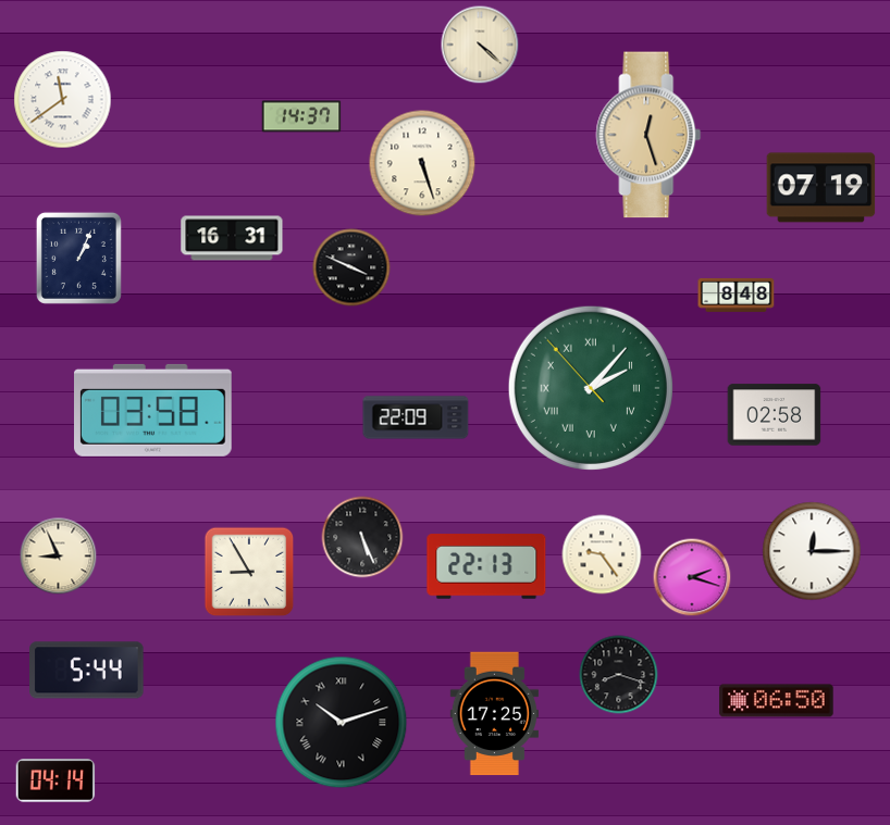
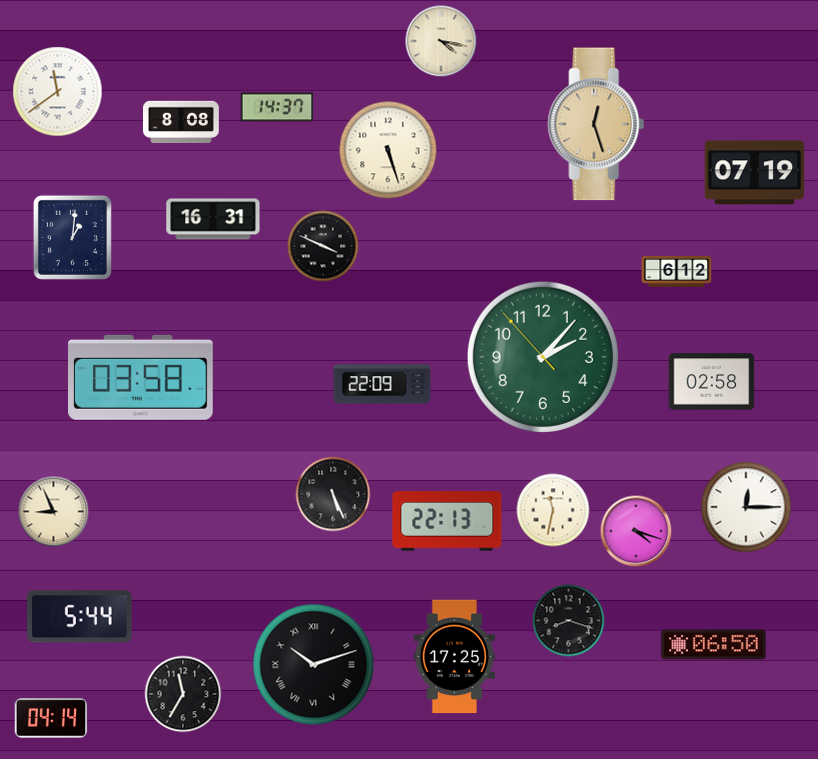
clock at (480, 45): 4:22 -> 4:17
clock at (182, 121): none -> 8:08
clock at (78, 258): 1:04 -> 1:01
clock at (737, 295): 8:48 -> 6:12
clock at (591, 388) numerals: Roman -> Arabic
clock at (602, 554): 9:24 -> 11:32
clock at (249, 572): 8:55 -> none
clock at (692, 577): 2:18 -> 4:18
clock at (183, 694): none -> 11:35
